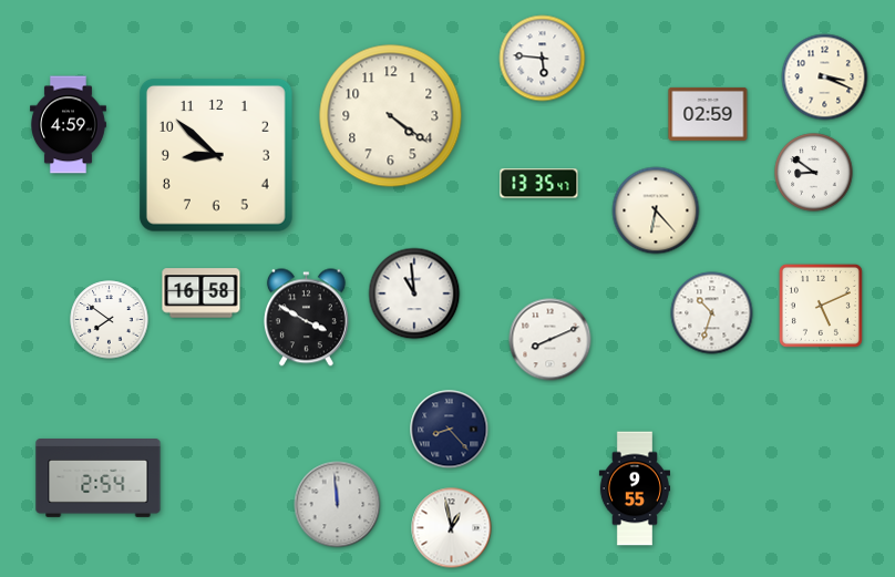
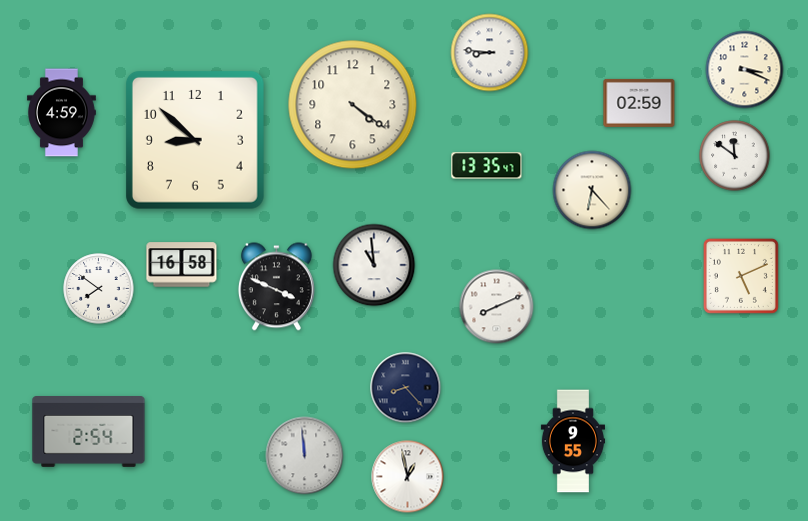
clock at (543, 59): 5:46 -> 8:46
clock at (814, 173): 8:51 -> 11:51
clock at (712, 313): 10:33 -> none
clock at (306, 318): 3:50 -> 3:49
